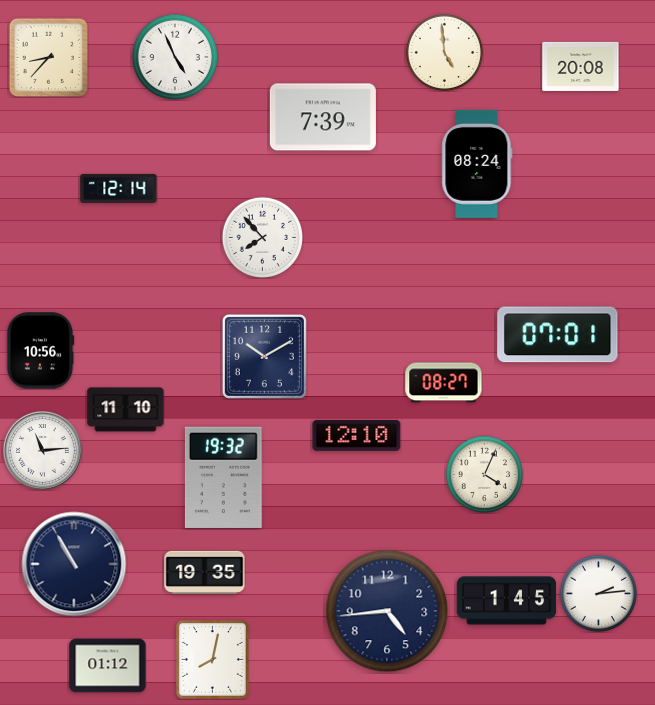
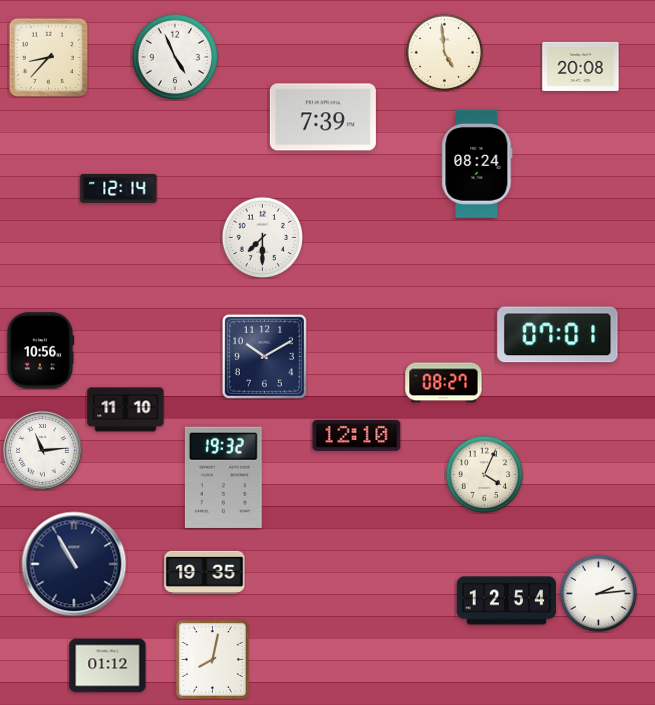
clock at (262, 237): 7:53 -> 7:30
clock at (507, 601): 1:45 -> 12:54
clock at (387, 611): 4:44 -> none
